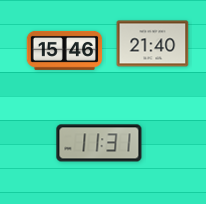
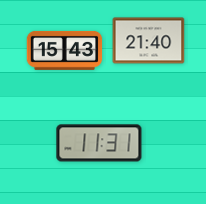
clock at (153, 44) position: (153, 44) -> (149, 41)
clock at (65, 50): 15:46 -> 15:43
